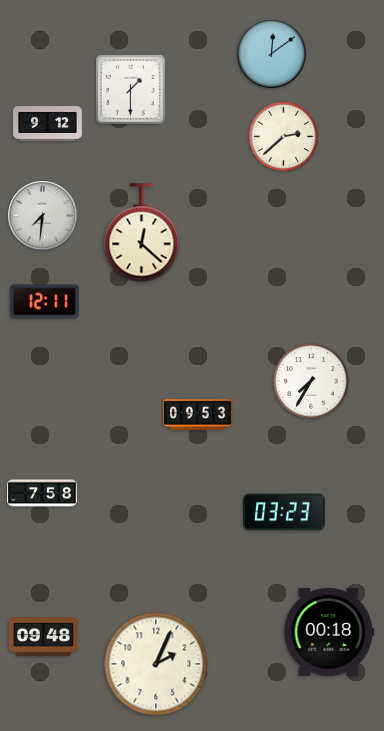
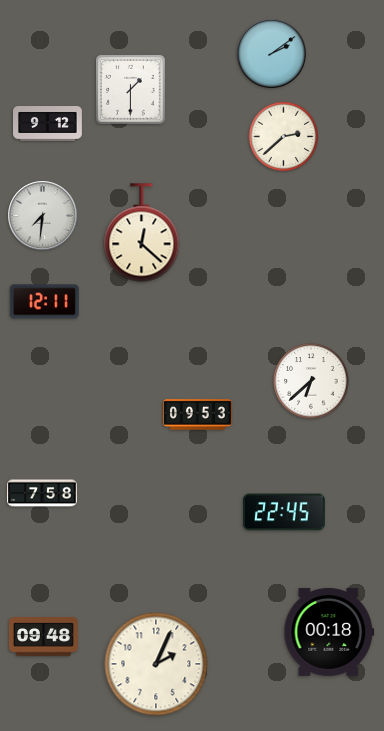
clock at (272, 54): 12:09 -> 2:09
clock at (311, 381): 7:35 -> 6:38
clock at (284, 512): 03:23 -> 22:45
